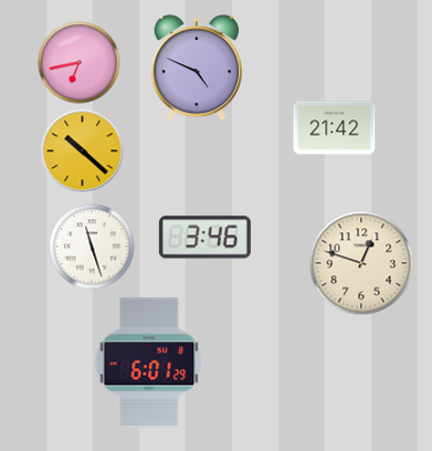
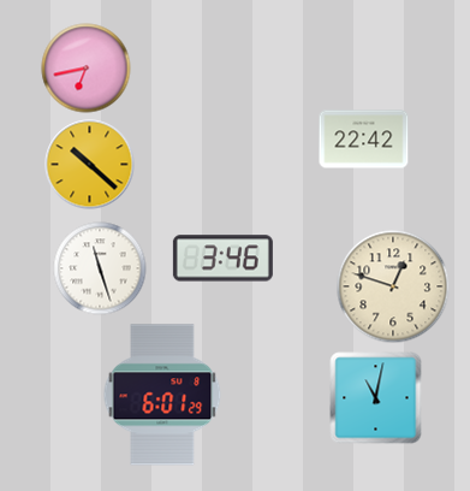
clock at (196, 67): 4:49 -> none
clock at (335, 128): 21:42 -> 22:42
clock at (376, 398): none -> 11:02
